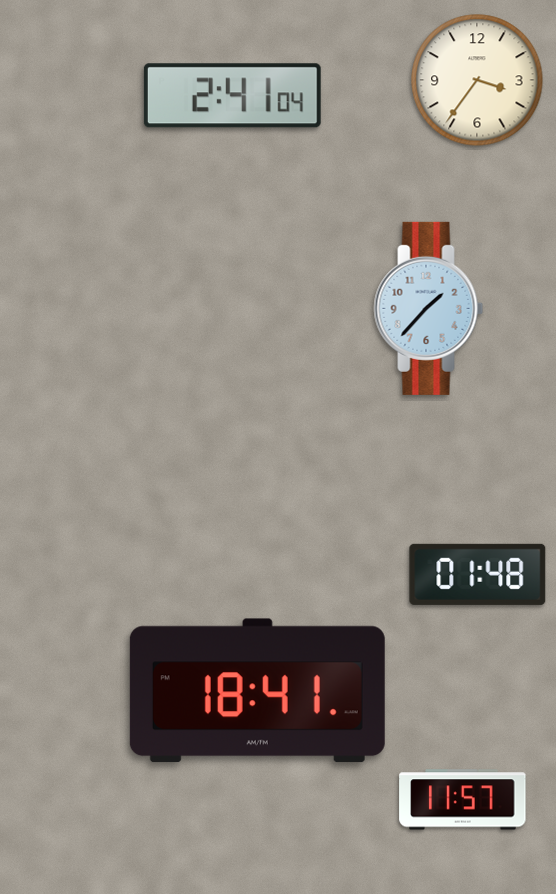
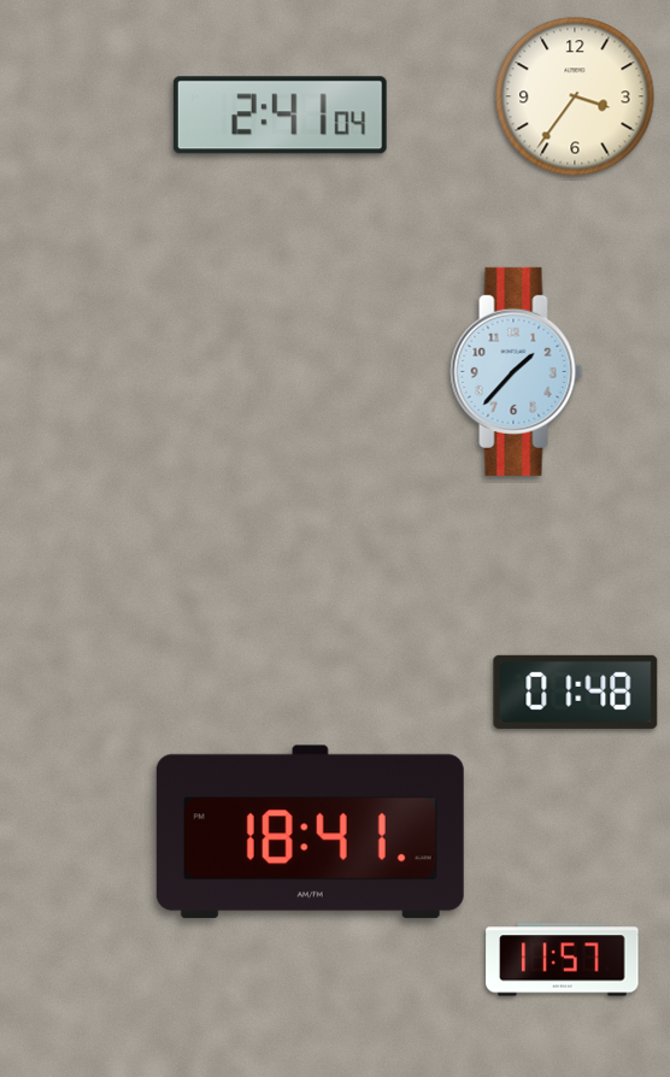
clock at (463, 800) position: (463, 800) -> (563, 960)
